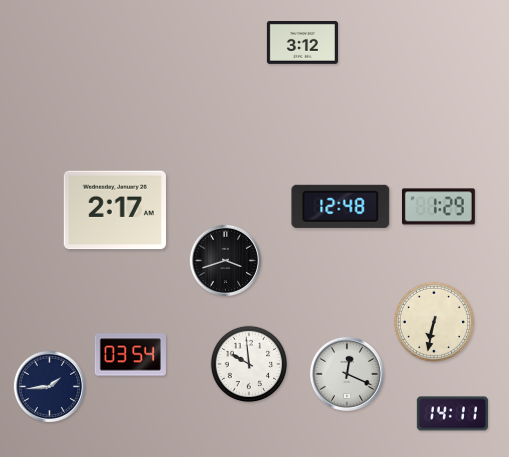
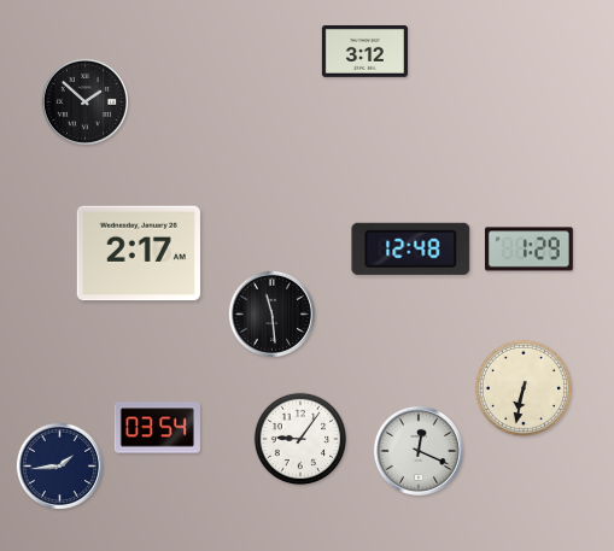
clock at (84, 101): none -> 1:52
clock at (225, 260): 3:42 -> 11:29
clock at (249, 364): 9:59 -> 9:06
clock at (452, 414): 14:11 -> none
